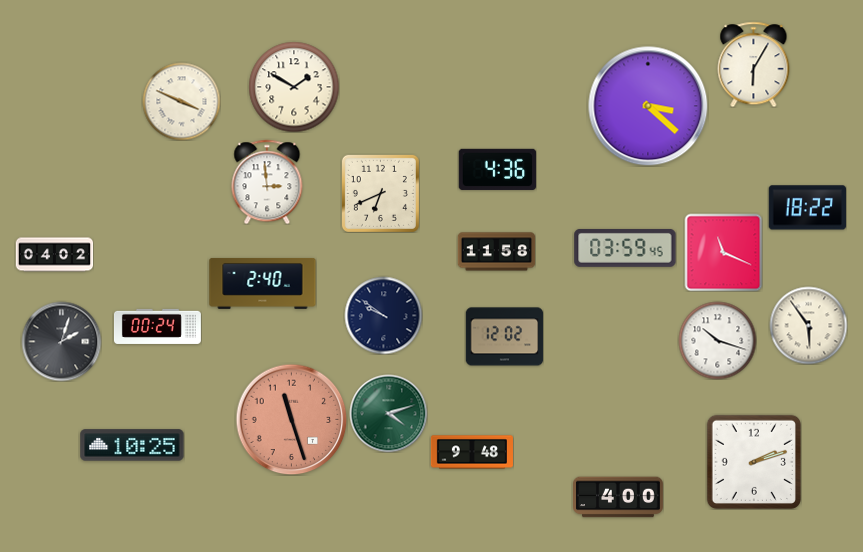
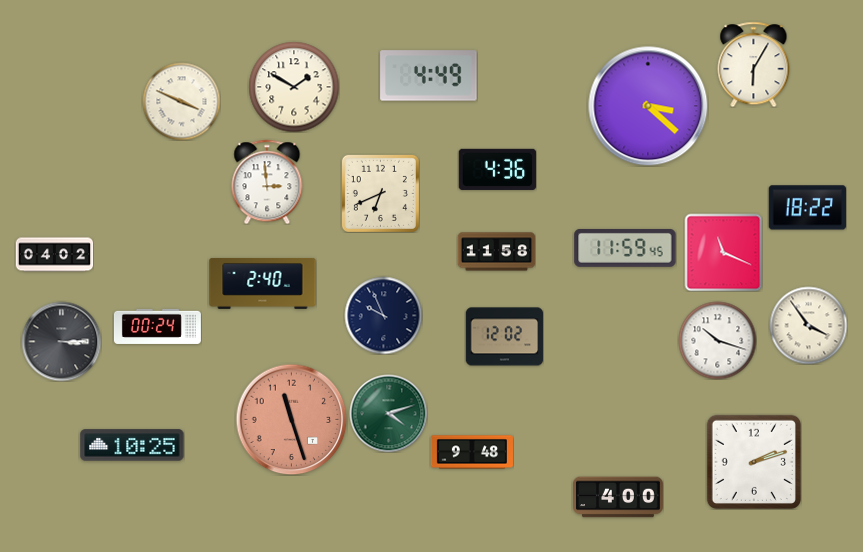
clock at (429, 76): none -> 4:49
clock at (625, 248): 03:59 -> 11:59
clock at (383, 315): 9:51 -> 9:56
clock at (808, 325): 5:54 -> 3:54
clock at (61, 341): 2:03 -> 3:15
